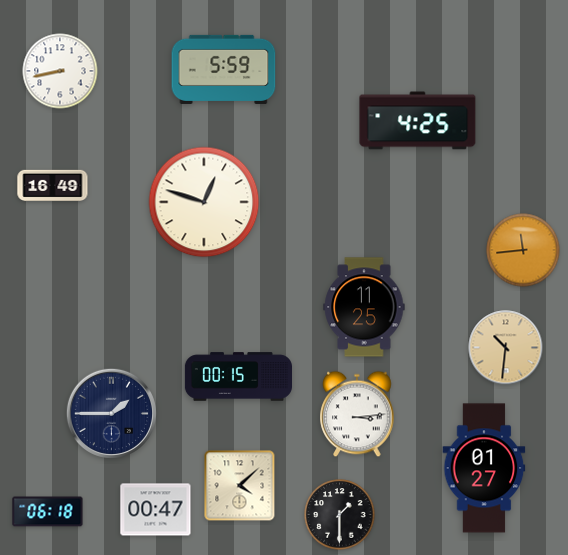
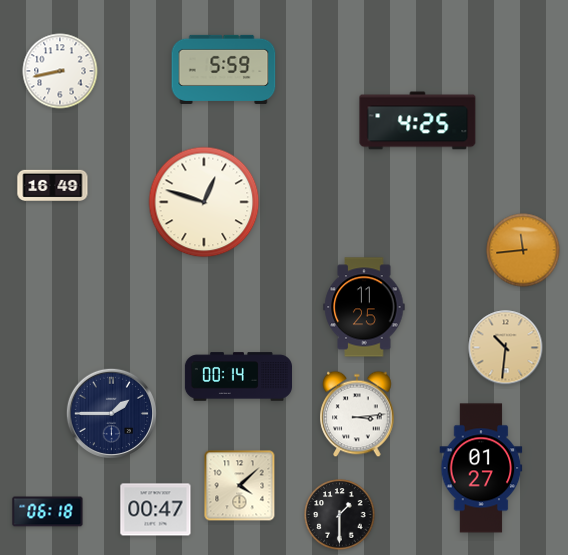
clock at (238, 377): 00:15 -> 00:14
clock at (484, 468) position: (484, 468) -> (481, 468)
